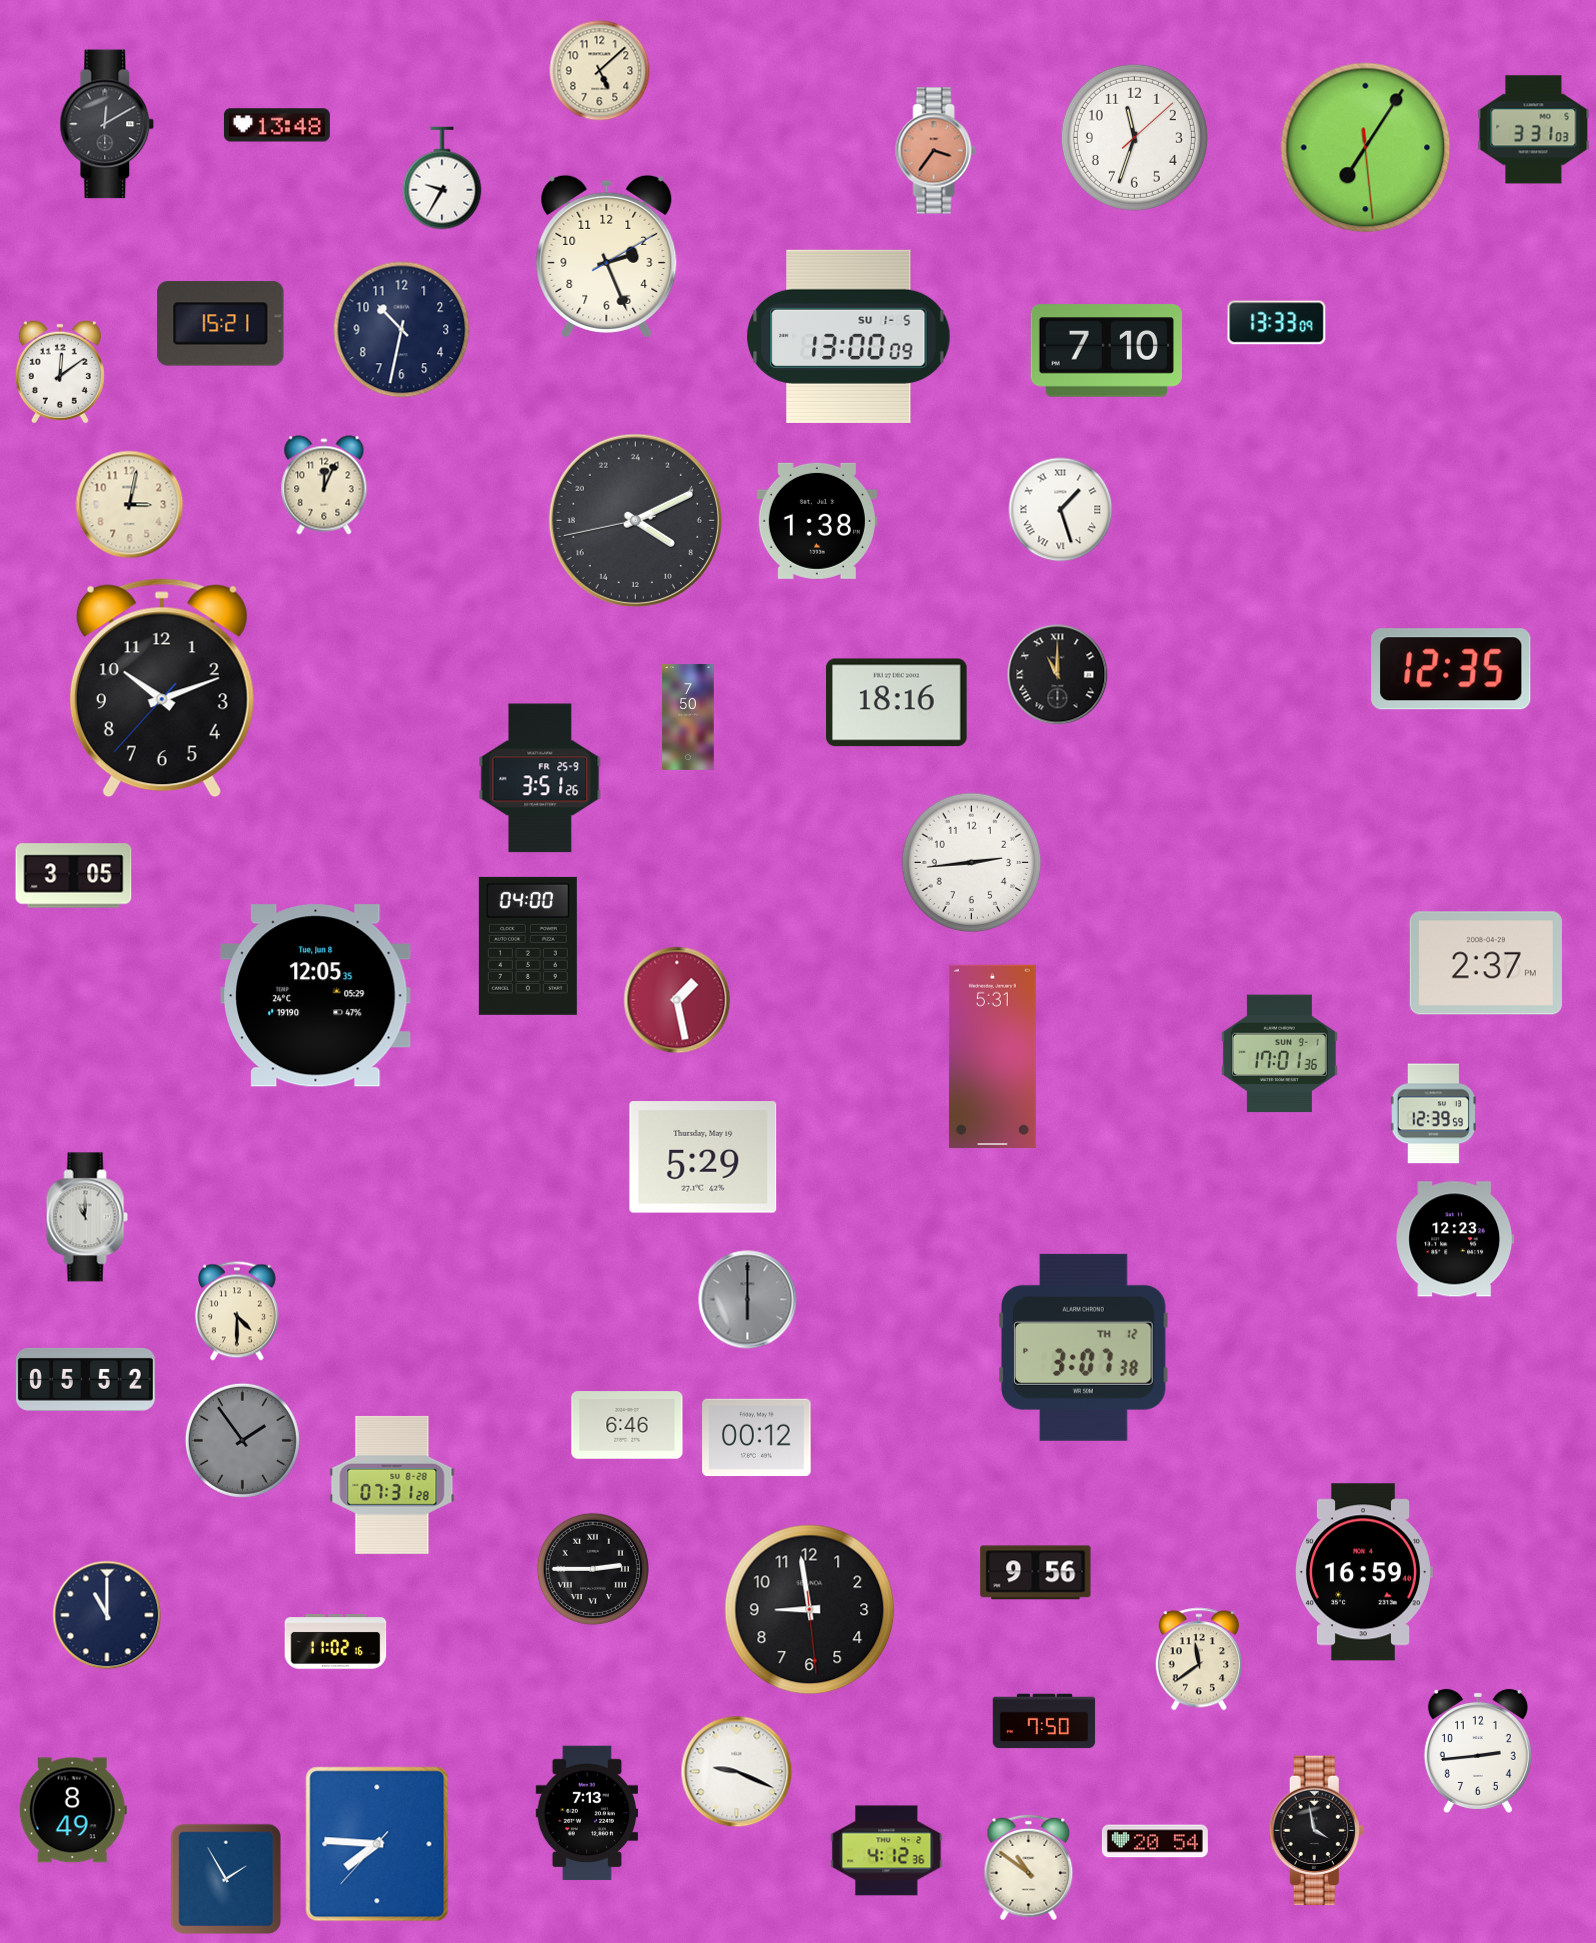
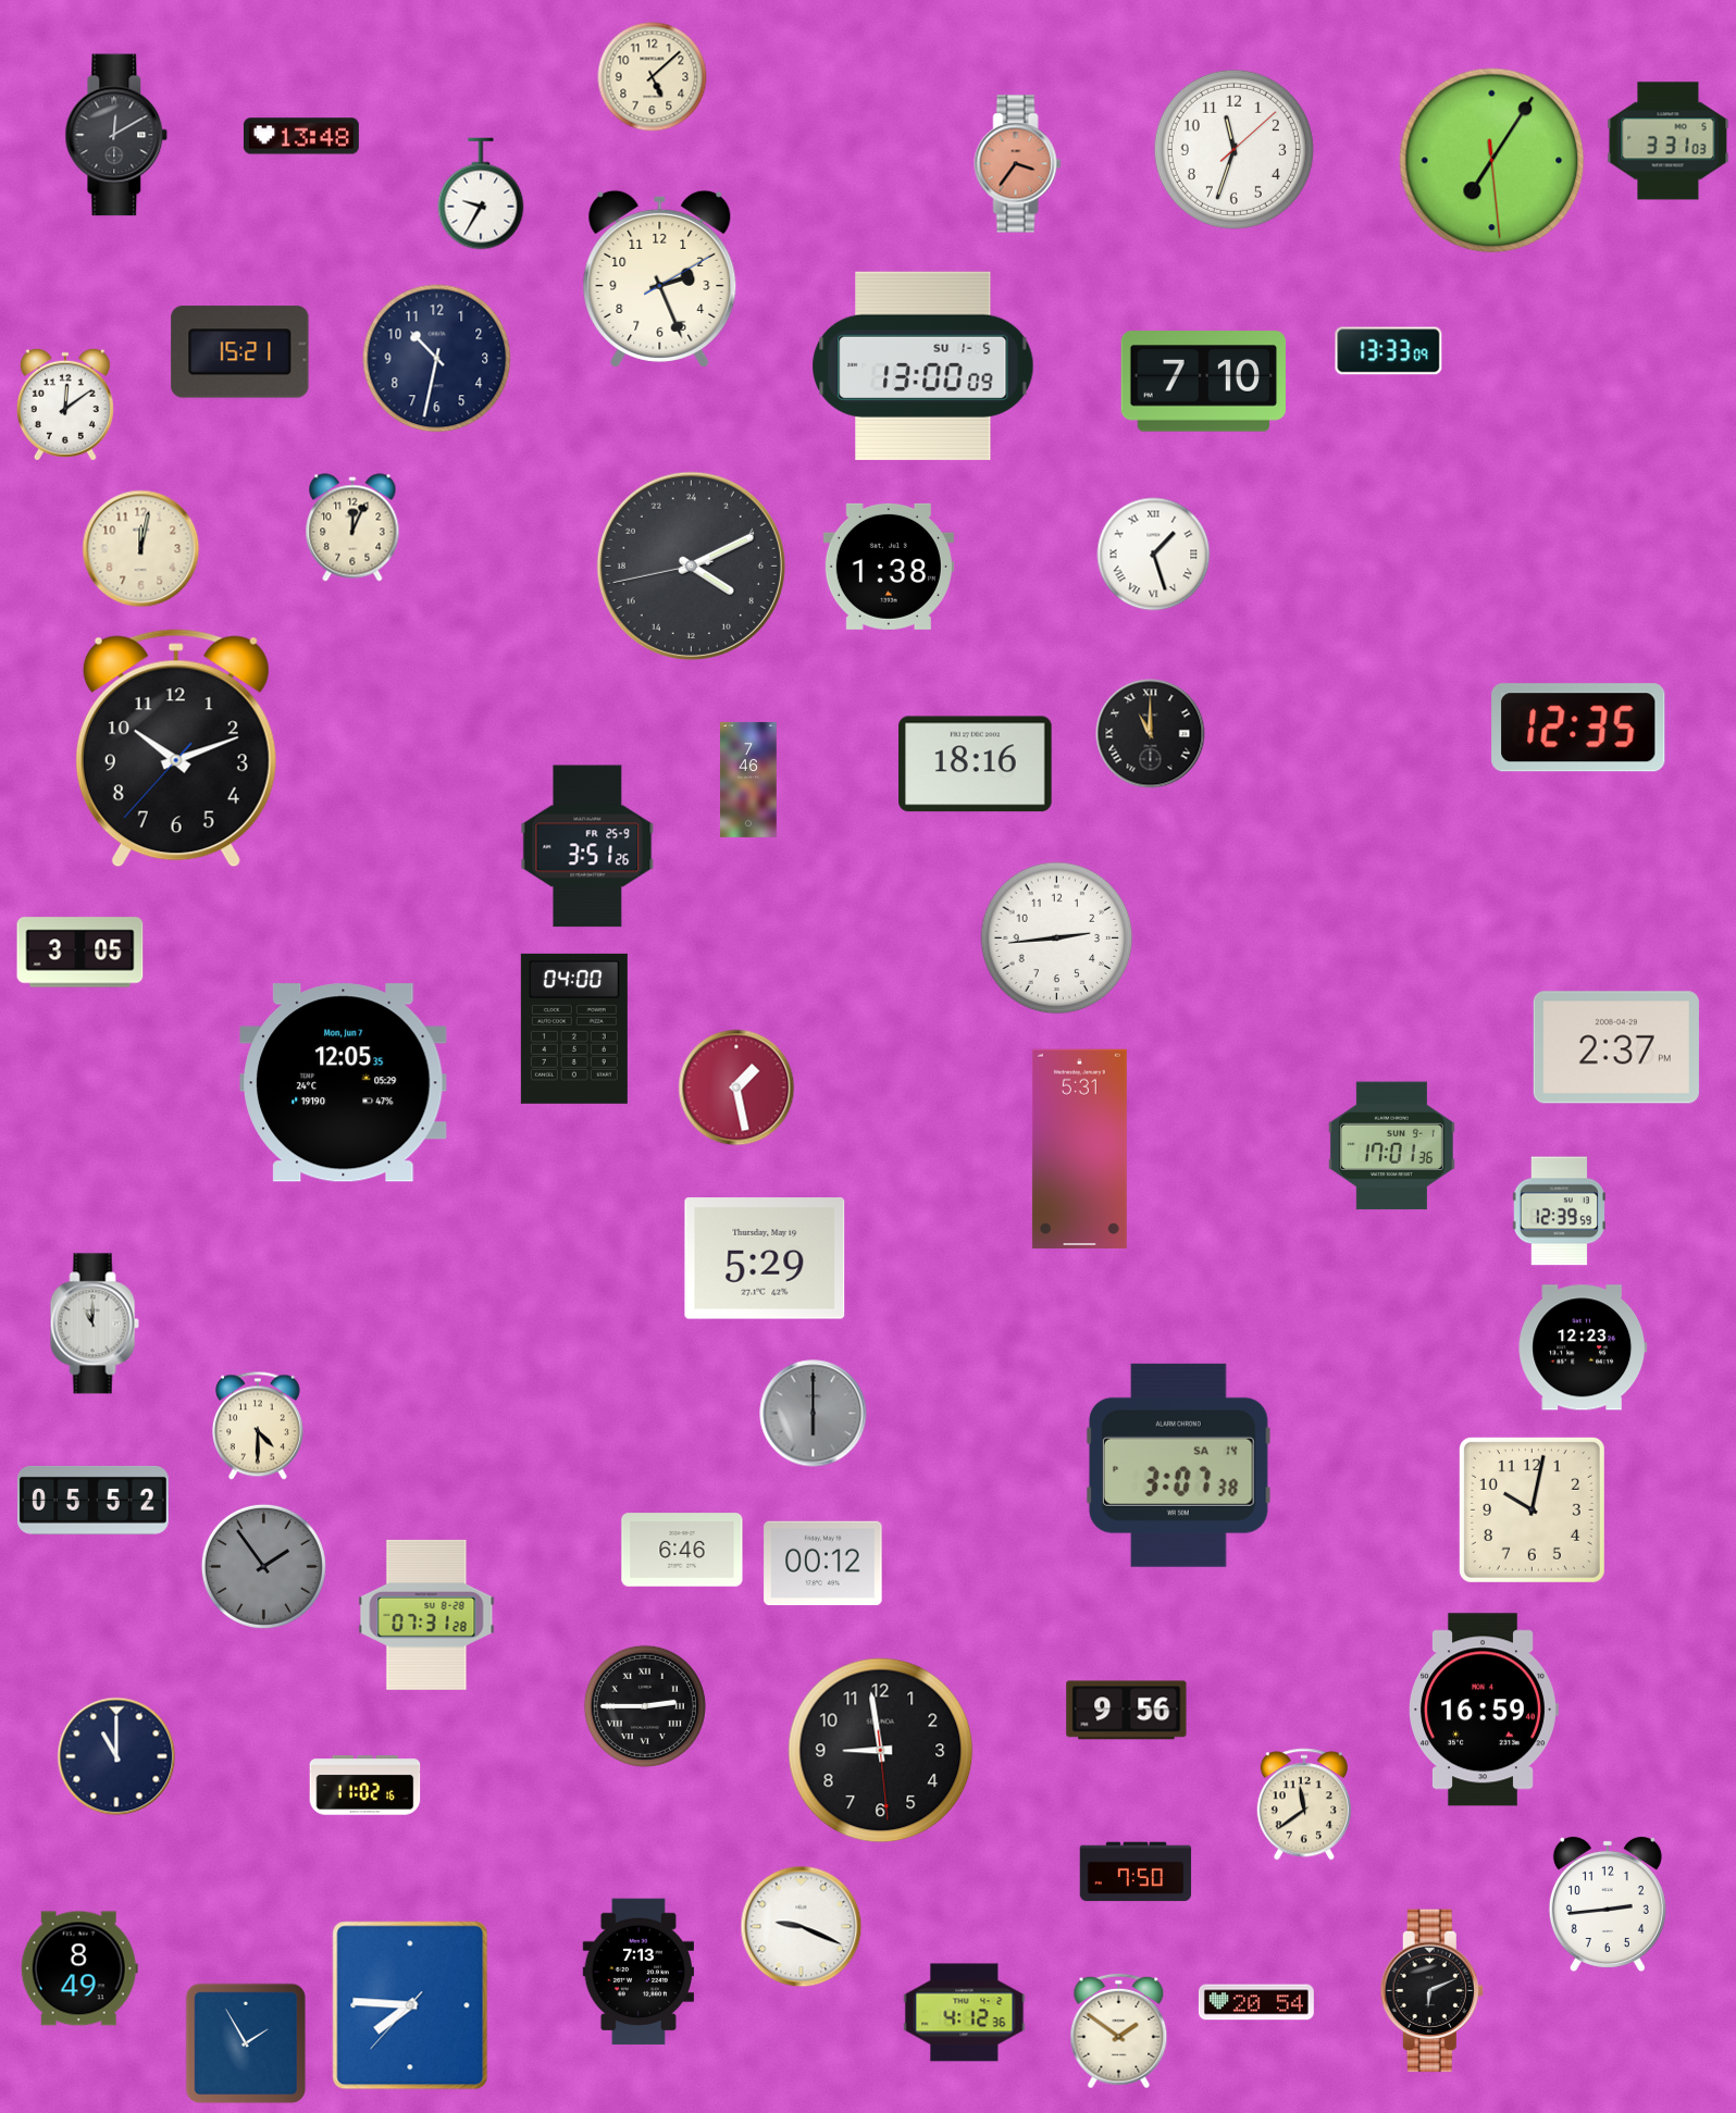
clock at (1366, 148) position: (1366, 148) -> (1492, 161)
clock at (130, 505): 3:02 -> 12:02
clock at (688, 717): 7:50 -> 7:46
clock at (316, 996) date: Tue, Jun 8 -> Mon, Jun 7
clock at (1083, 1347) date: TH 12 -> SA 14
clock at (1532, 1509): none -> 10:02
clock at (1316, 1831): 3:58 -> 6:11
clock at (1029, 1868): 10:51 -> 1:51
